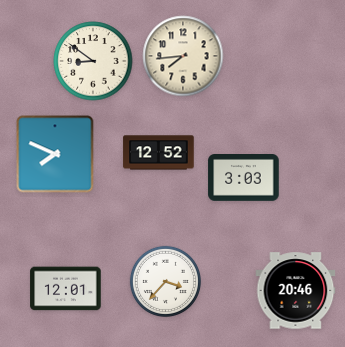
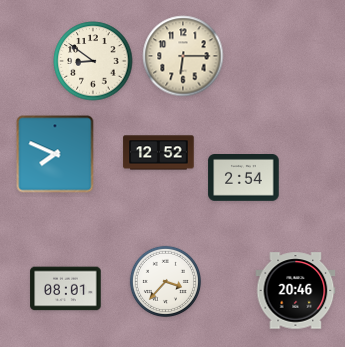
clock at (183, 56): 7:44 -> 6:15
clock at (244, 178): 3:03 -> 2:54
clock at (66, 289): 12:01 -> 08:01
